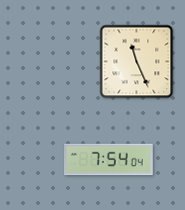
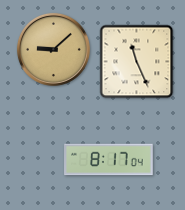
clock at (53, 49): none -> 9:08
clock at (109, 160): 7:54 -> 8:17
